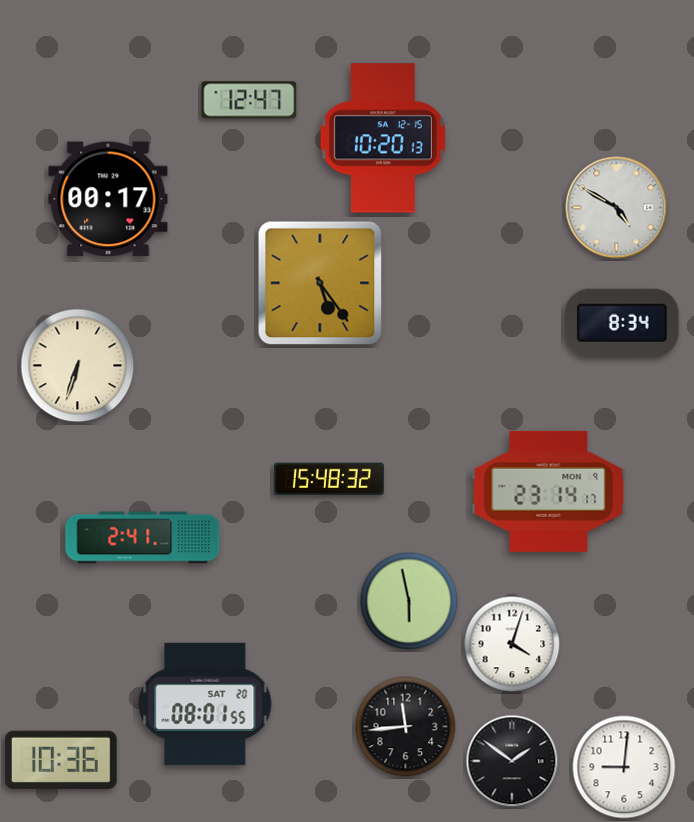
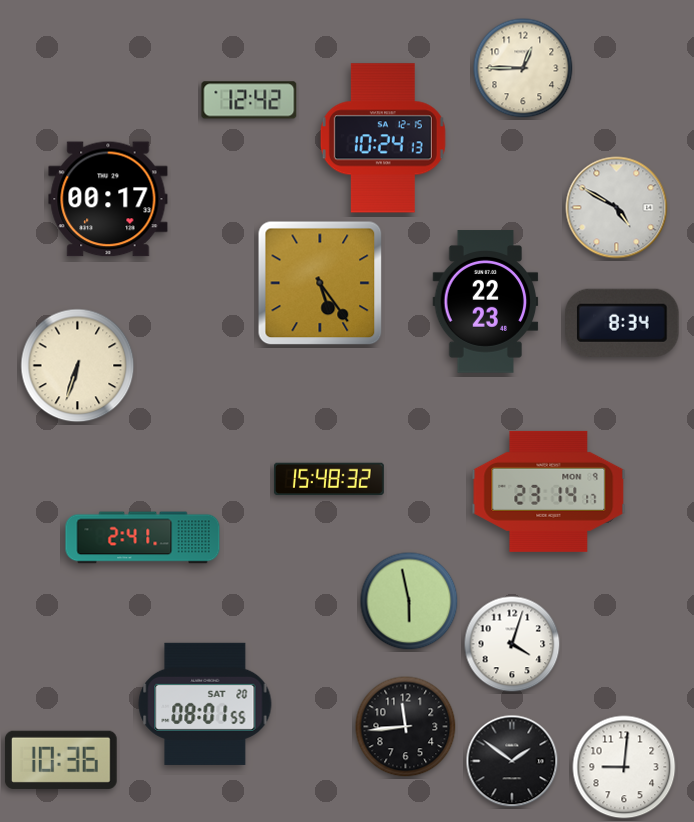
clock at (523, 68): none -> 12:45
clock at (249, 100): 12:47 -> 12:42
clock at (383, 138): 10:20 -> 10:24
clock at (486, 302): none -> 22:23
